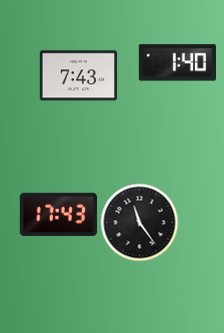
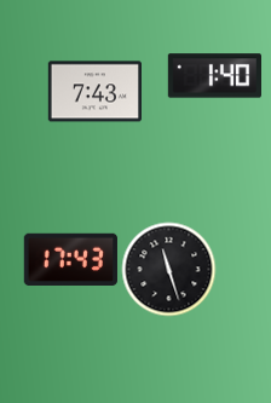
clock at (139, 222): 11:24 -> 11:27
